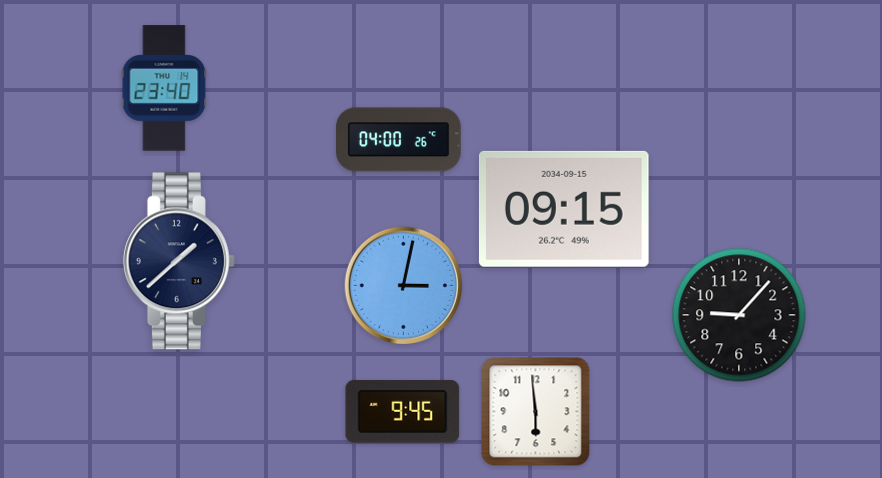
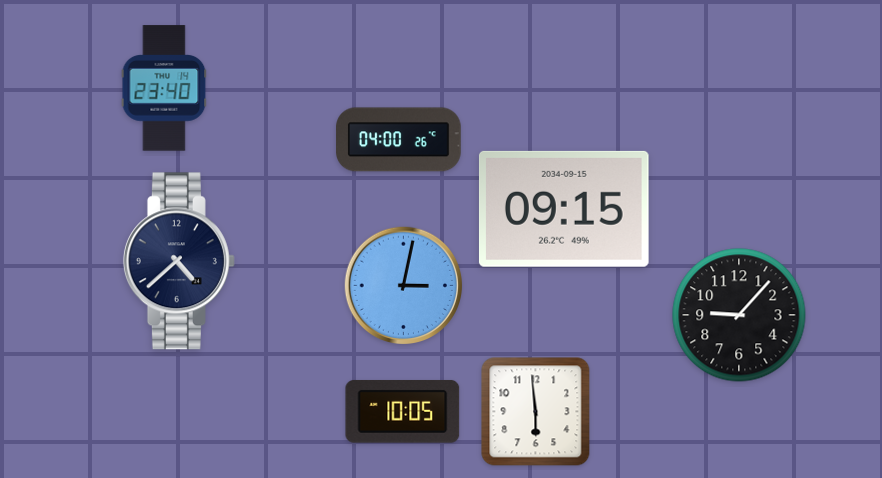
clock at (179, 261): 1:38 -> 4:38
clock at (403, 412): 9:45 -> 10:05
